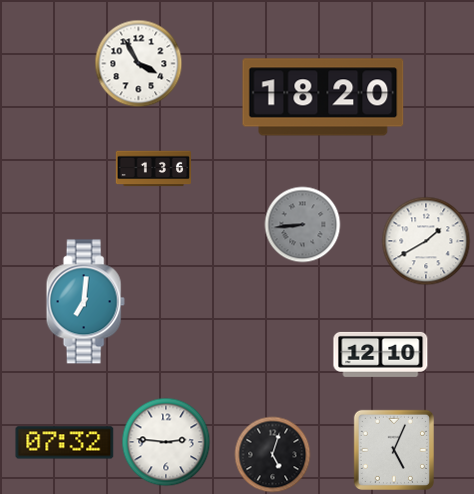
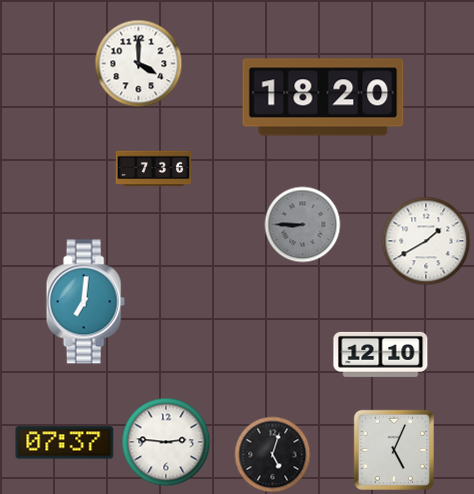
clock at (139, 64): 3:55 -> 4:00
clock at (154, 169): 1:36 -> 7:36
clock at (303, 225): 8:44 -> 8:45
clock at (65, 443): 07:32 -> 07:37
